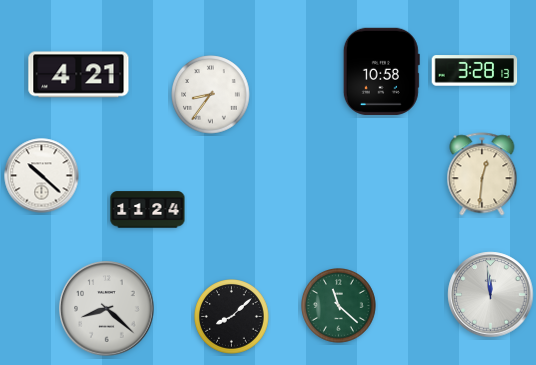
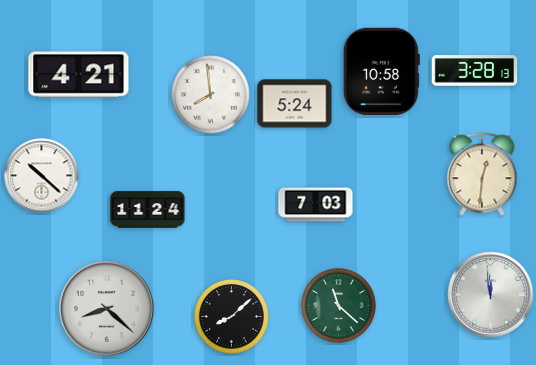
clock at (211, 95): 8:36 -> 7:59
clock at (295, 104): none -> 5:24
clock at (316, 205): none -> 7:03
